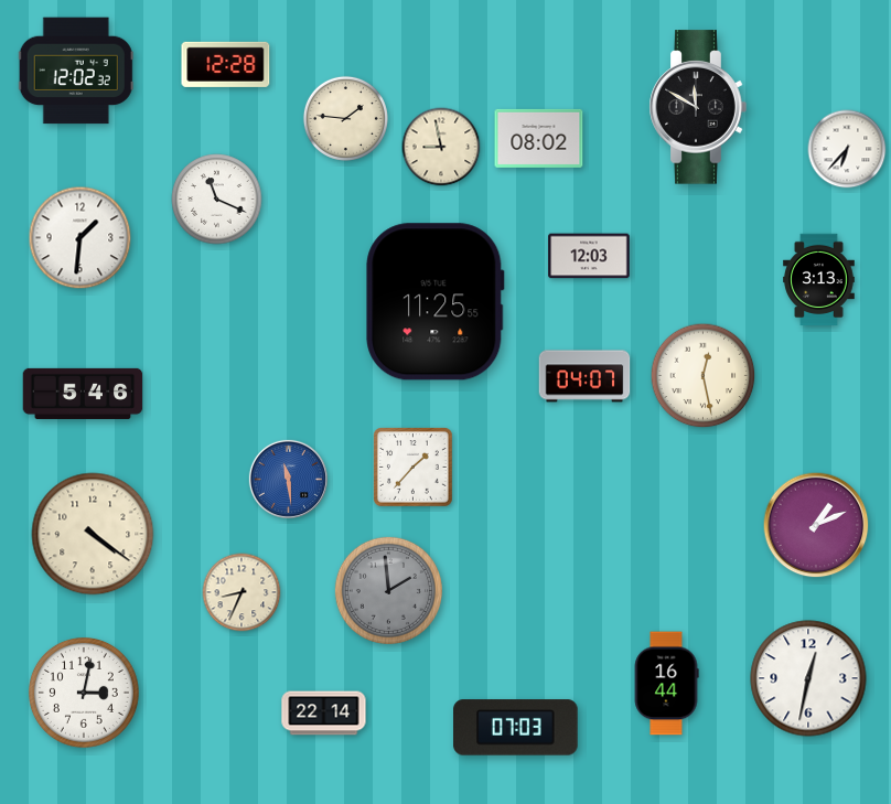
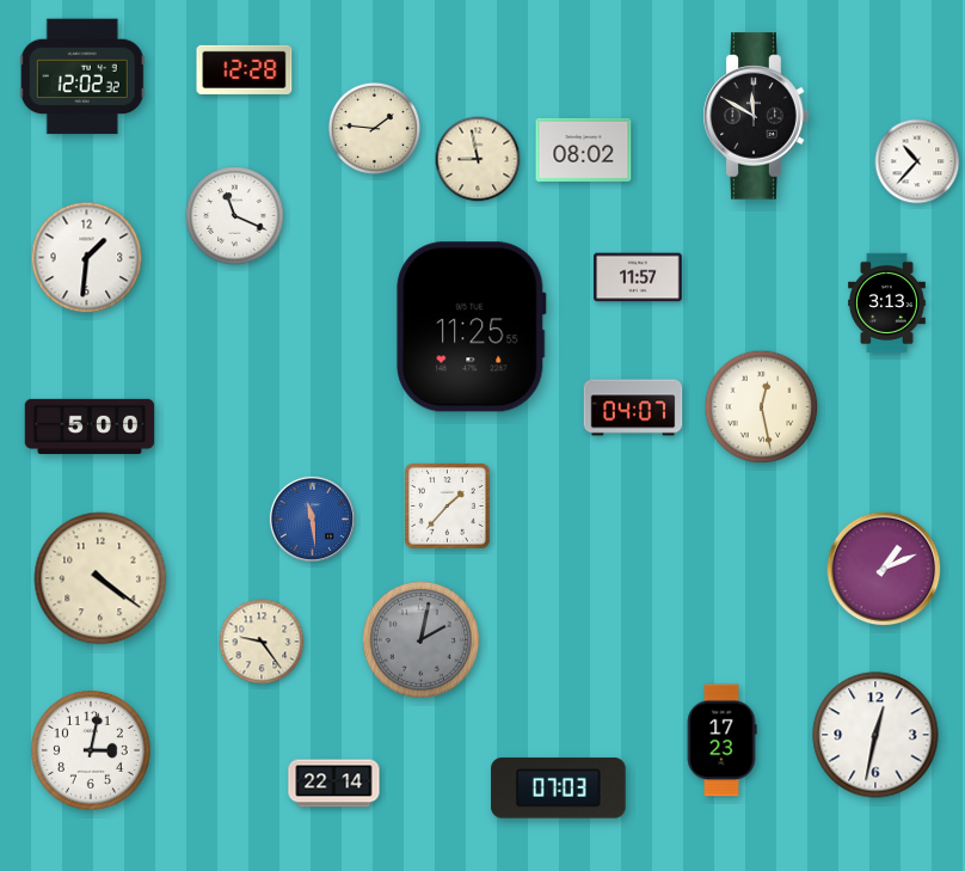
clock at (847, 149): 6:37 -> 10:37
clock at (589, 256): 12:03 -> 11:57
clock at (83, 394): 5:46 -> 5:00
clock at (388, 590): 1:59 -> 2:02
clock at (241, 592): 8:34 -> 9:24
clock at (666, 684): 16:44 -> 17:23
clock at (324, 714) position: (324, 714) -> (334, 784)
